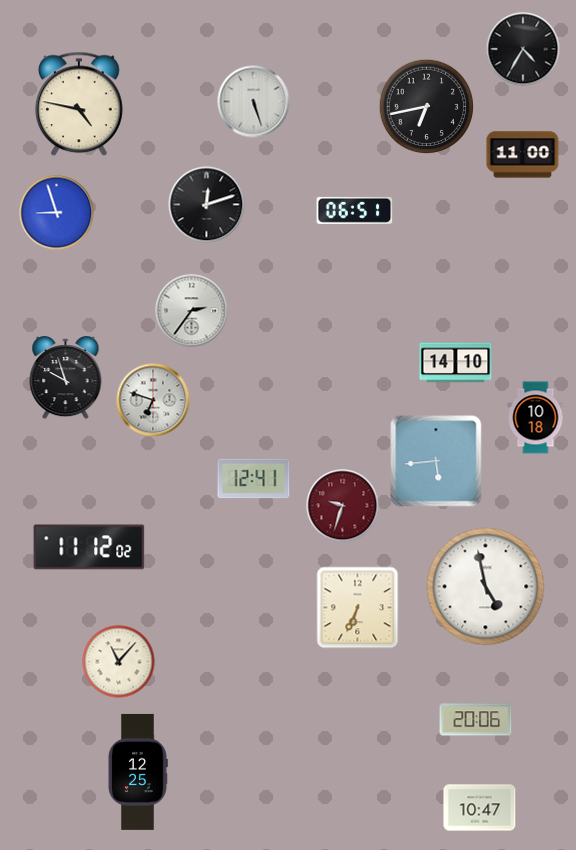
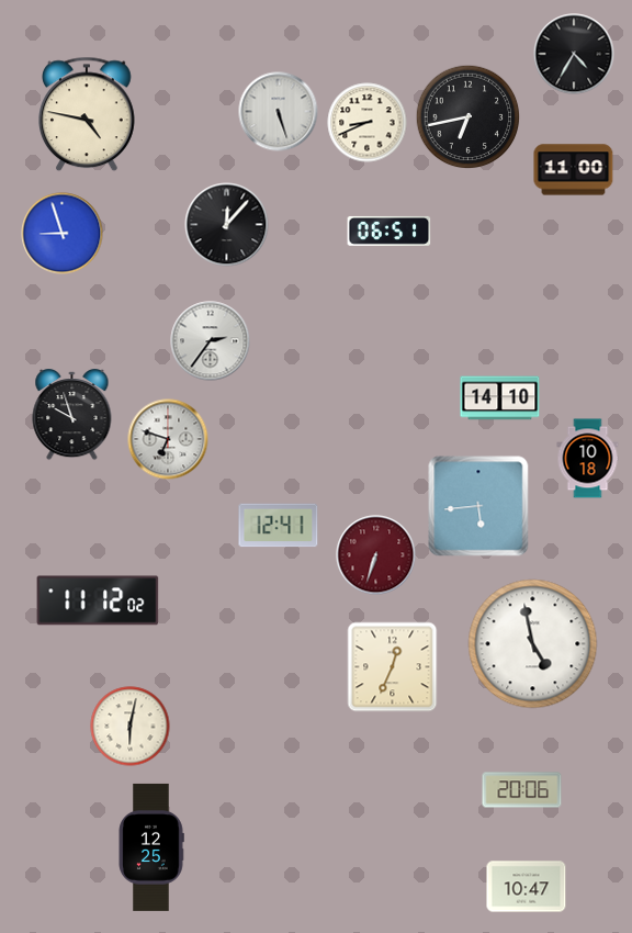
clock at (368, 123): none -> 8:41
clock at (207, 205): 12:12 -> 12:07
clock at (343, 506): 9:33 -> 6:33
clock at (358, 608): 6:34 -> 12:34
clock at (119, 662): 11:07 -> 6:02
